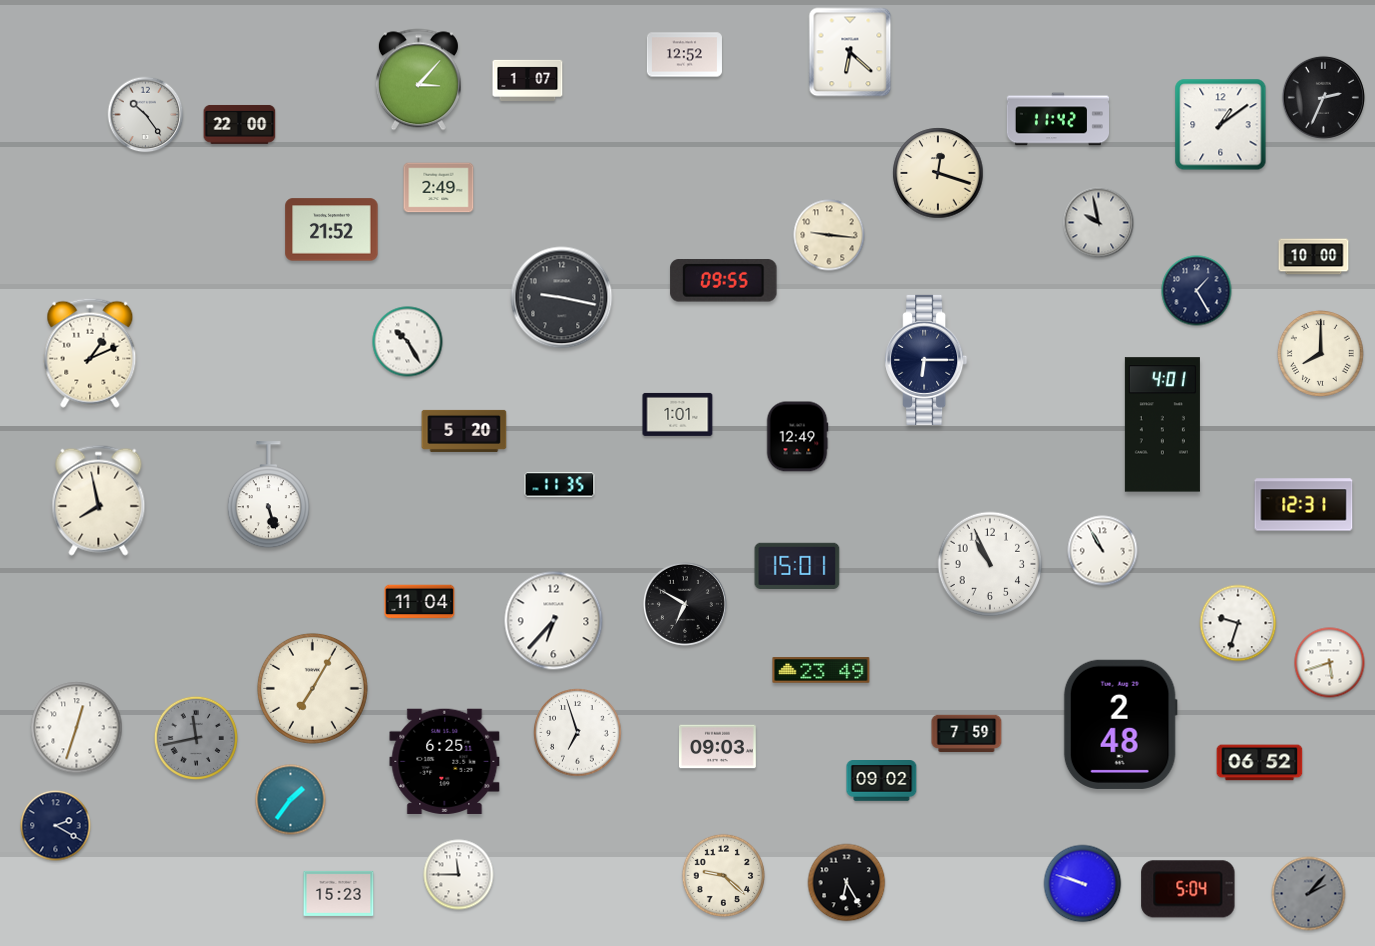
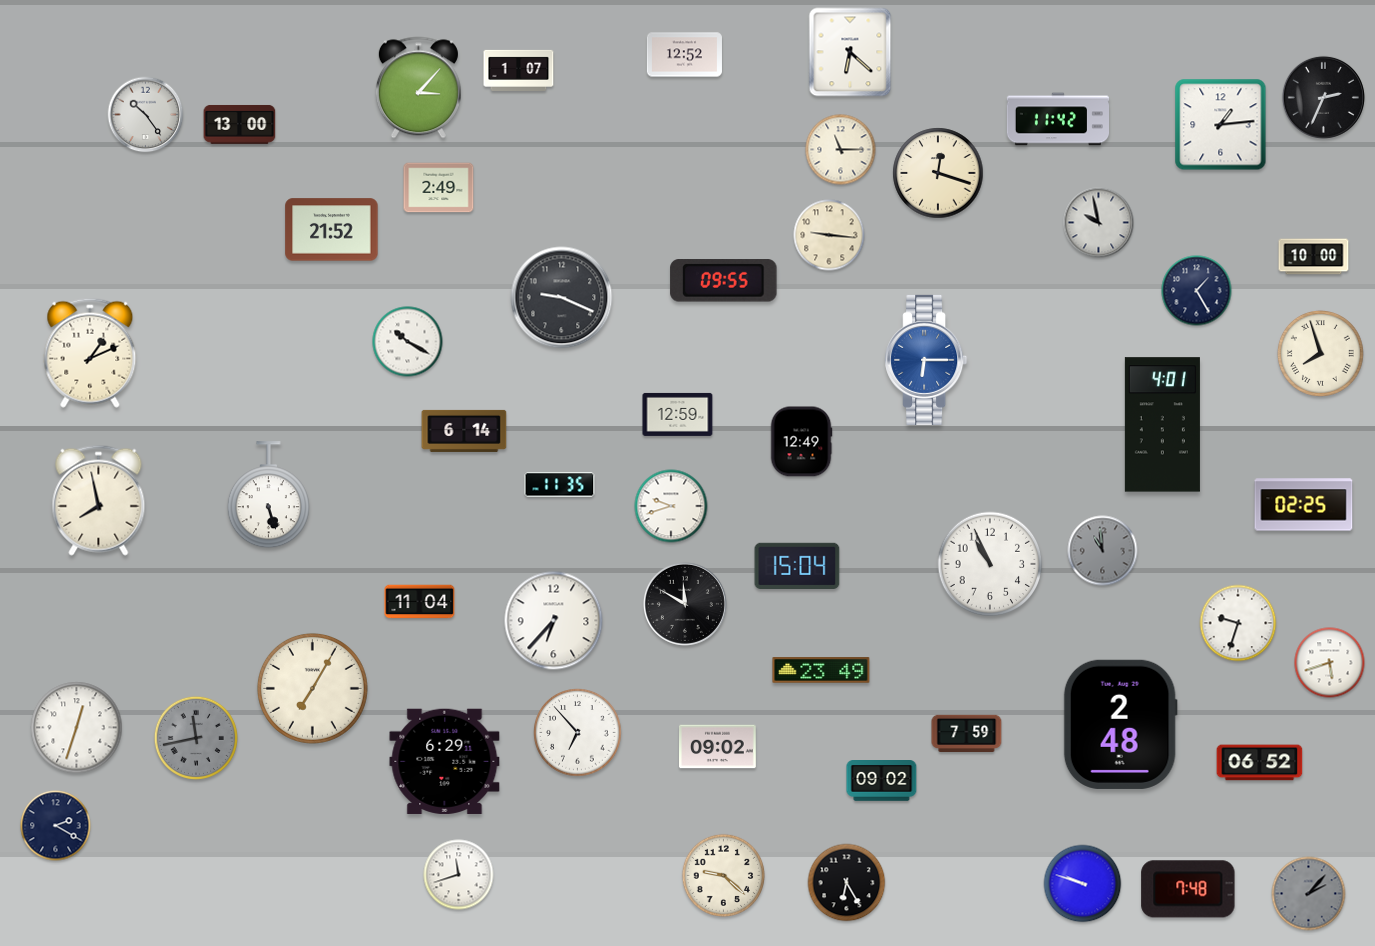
clock at (418, 80) position: (418, 80) -> (418, 88)
clock at (528, 80) position: (528, 80) -> (519, 70)
clock at (240, 124): 22:00 -> 13:00
clock at (1221, 125): 1:09 -> 1:14
clock at (841, 150): none -> 11:15
clock at (562, 298): 9:17 -> 9:19
clock at (408, 342): 10:25 -> 10:20
clock at (1320, 353): 8:00 -> 7:57
clock at (926, 360) dial: navy -> blue
clock at (678, 414): 1:01 -> 12:59
clock at (464, 431): 5:20 -> 6:14
clock at (797, 437) position: (797, 437) -> (801, 442)
clock at (1304, 505): 12:31 -> 02:25
clock at (671, 506): none -> 9:42
clock at (1103, 551): 10:55 -> 10:59
clock at (1103, 551) dial: white -> grey
clock at (797, 566): 15:01 -> 15:04
clock at (685, 604): 6:50 -> 11:50
clock at (578, 733): 6:57 -> 6:53
clock at (718, 747): 09:03 -> 09:02
clock at (445, 761): 6:25 -> 6:29
clock at (291, 800): 1:36 -> none
clock at (459, 875): 11:45 -> 11:42
clock at (1188, 889): 5:04 -> 7:48
clock at (339, 893): 15:23 -> none
